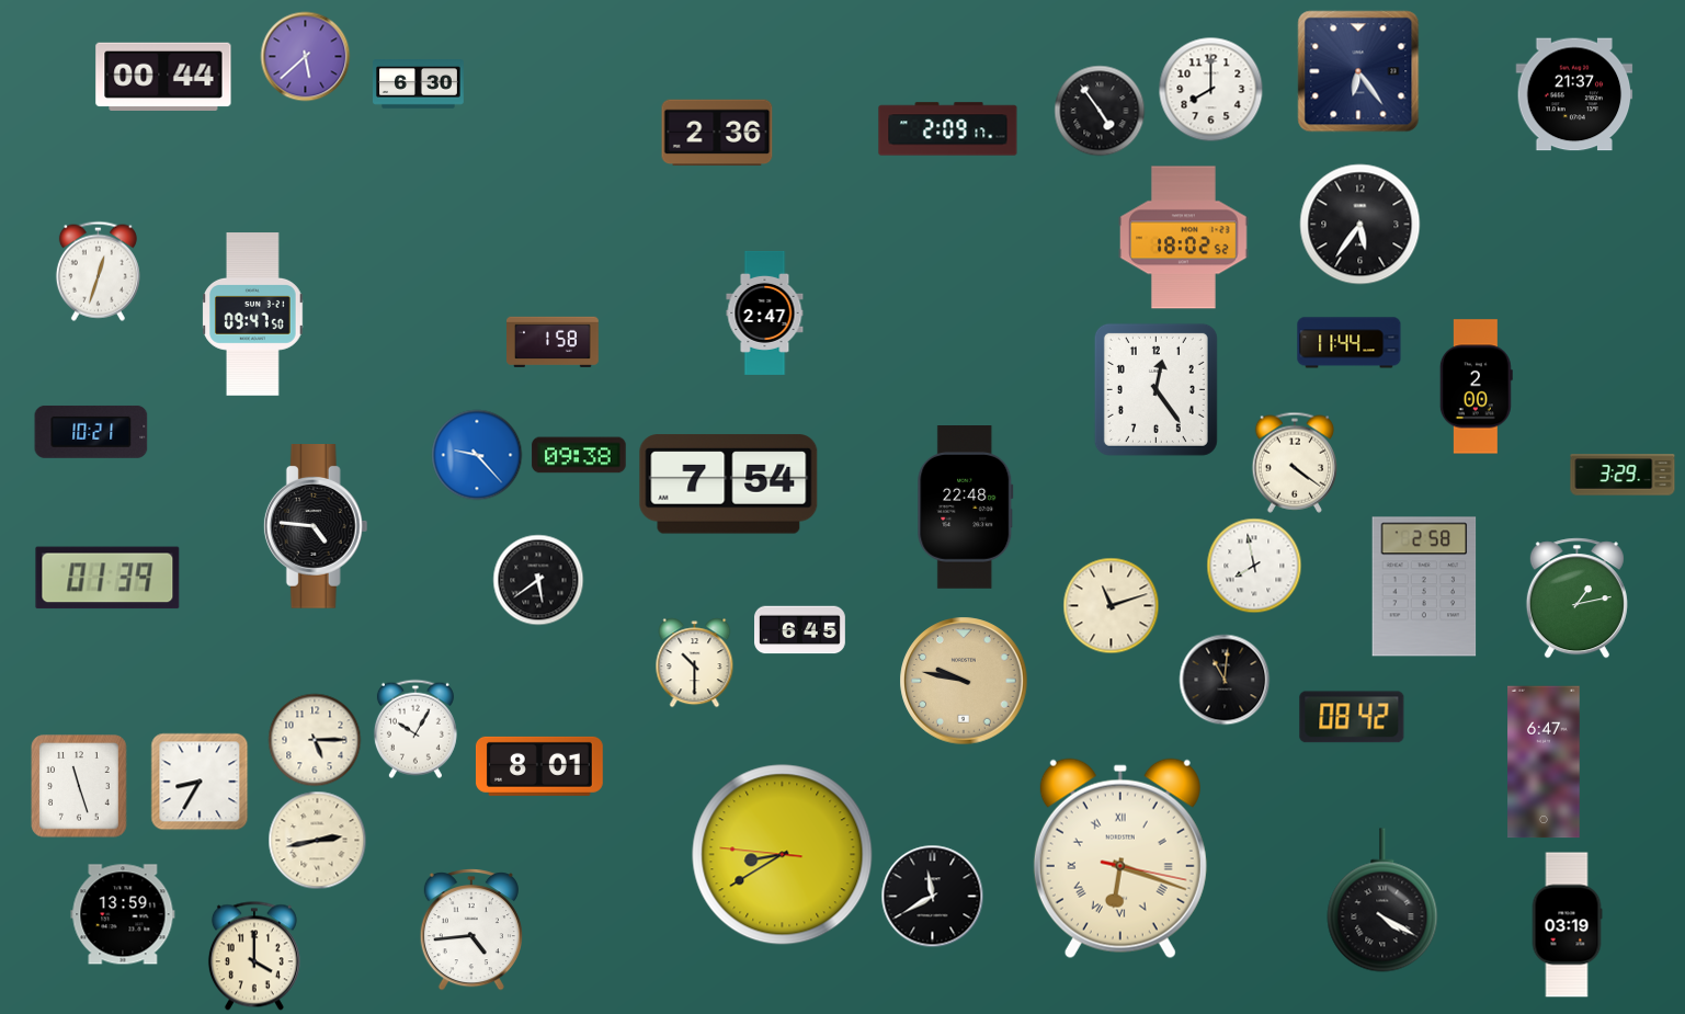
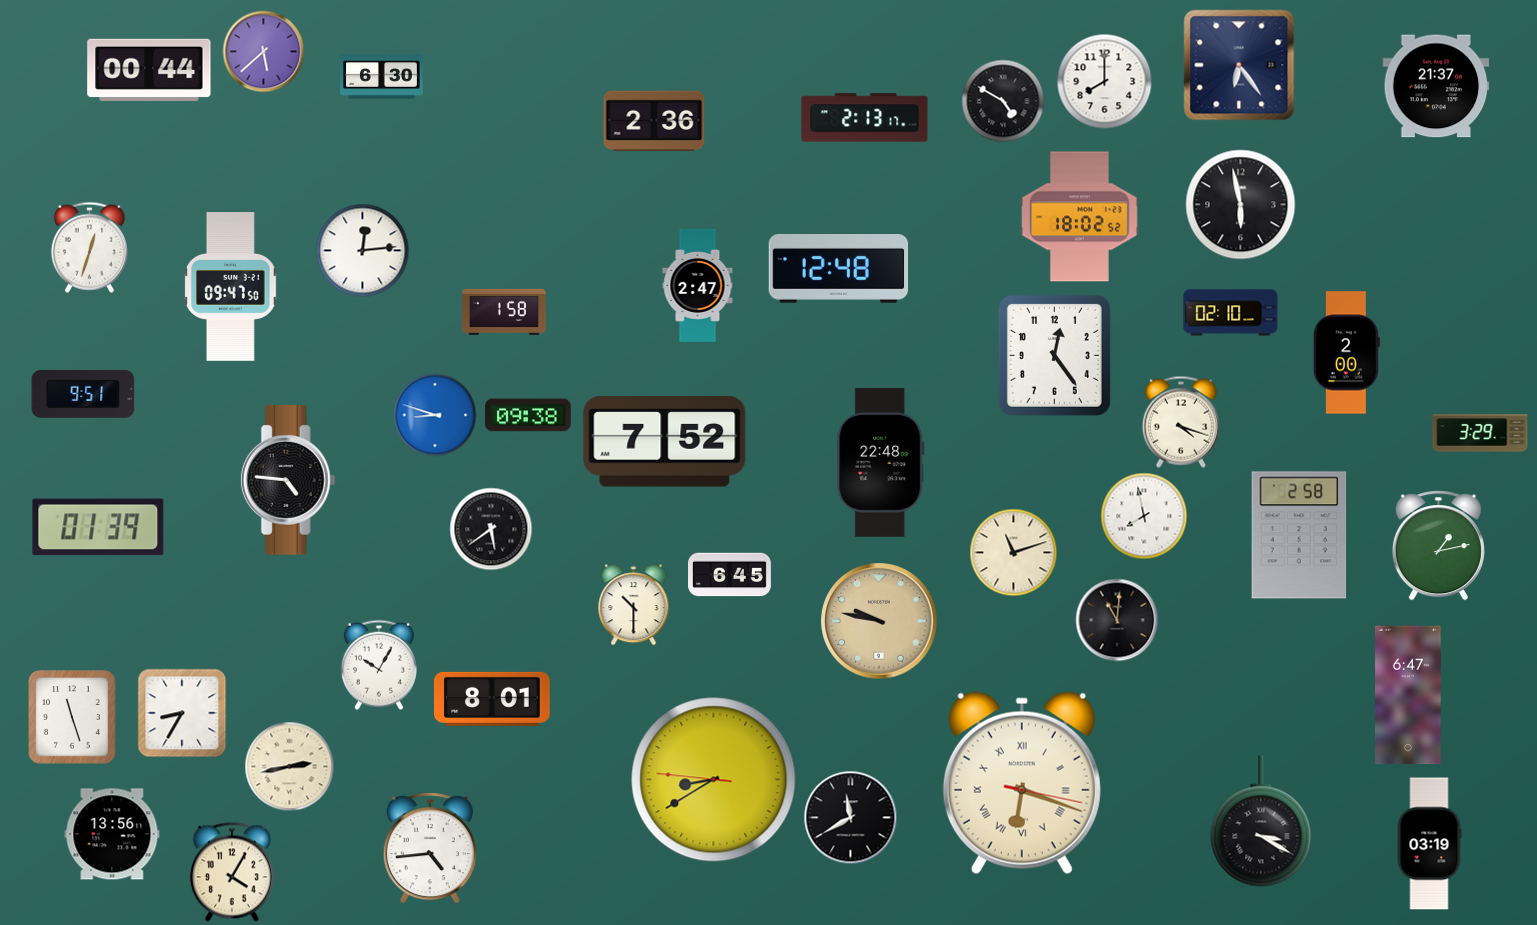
clock at (306, 57) position: (306, 57) -> (264, 52)
clock at (1100, 111): 4:54 -> 4:50
clock at (948, 129): 2:09 -> 2:13
clock at (1360, 225): 5:36 -> 5:58
clock at (363, 251): none -> 12:14
clock at (839, 269): none -> 12:48
clock at (1350, 343): 11:44 -> 02:10
clock at (91, 432): 10:21 -> 9:51
clock at (477, 455): 9:23 -> 8:48
clock at (1294, 463): 4:21 -> 4:18
clock at (729, 485): 7:54 -> 7:52
clock at (1352, 717): 08:42 -> none
clock at (315, 740): 5:15 -> none
clock at (1382, 900): 4:20 -> 3:20
clock at (123, 914): 13:59 -> 13:56
clock at (254, 956): 4:00 -> 4:05
